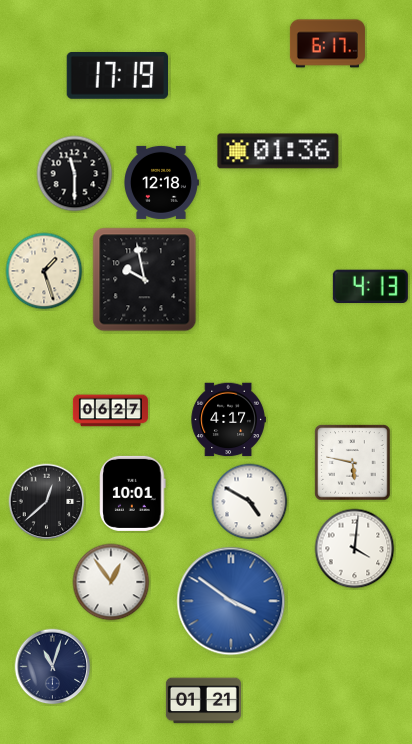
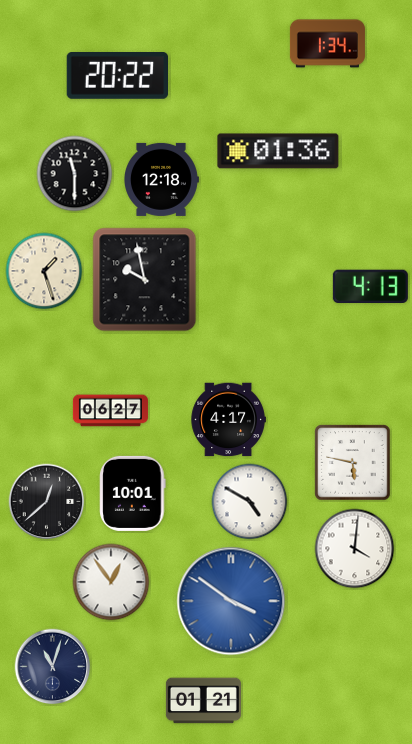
clock at (327, 44): 6:17 -> 1:34
clock at (117, 76): 17:19 -> 20:22
clock at (162, 182) position: (162, 182) -> (162, 179)
